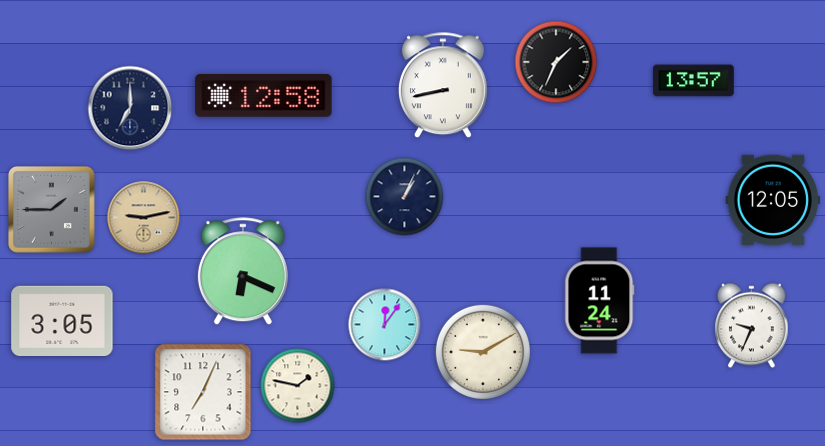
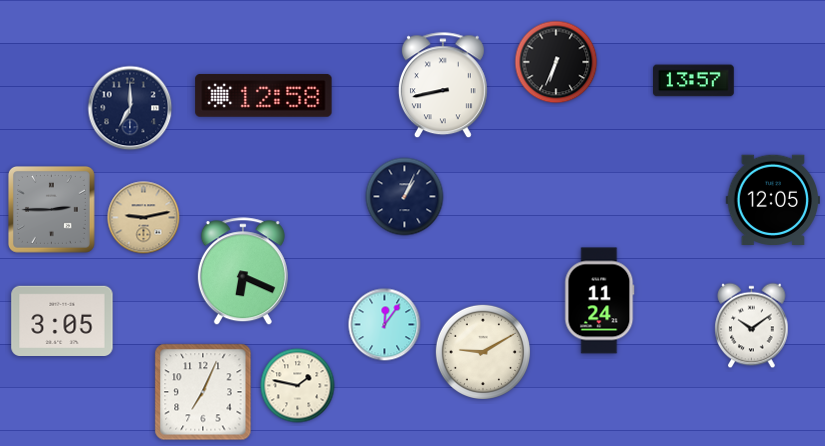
clock at (556, 62): 1:34 -> 6:34
clock at (52, 210): 1:45 -> 2:45
clock at (752, 326): 9:34 -> 10:09
